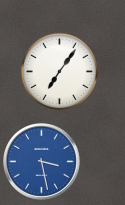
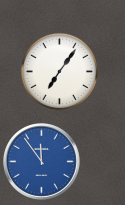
clock at (42, 162): 3:28 -> 11:54
